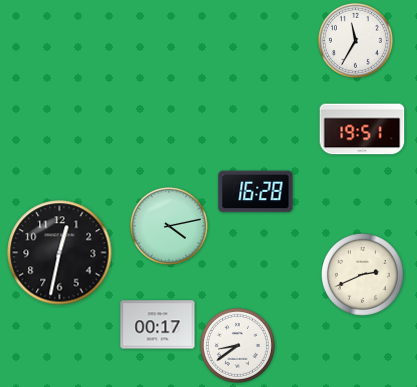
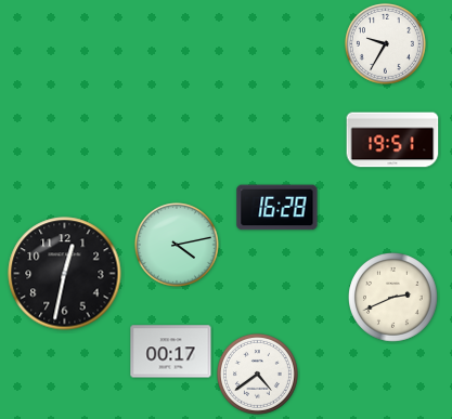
clock at (355, 40): 11:35 -> 9:35
clock at (169, 226) position: (169, 226) -> (177, 245)
clock at (237, 345): 8:39 -> 4:39
